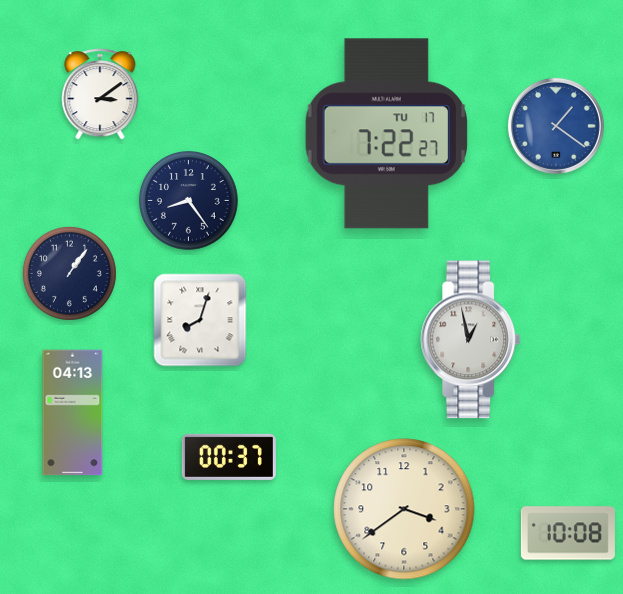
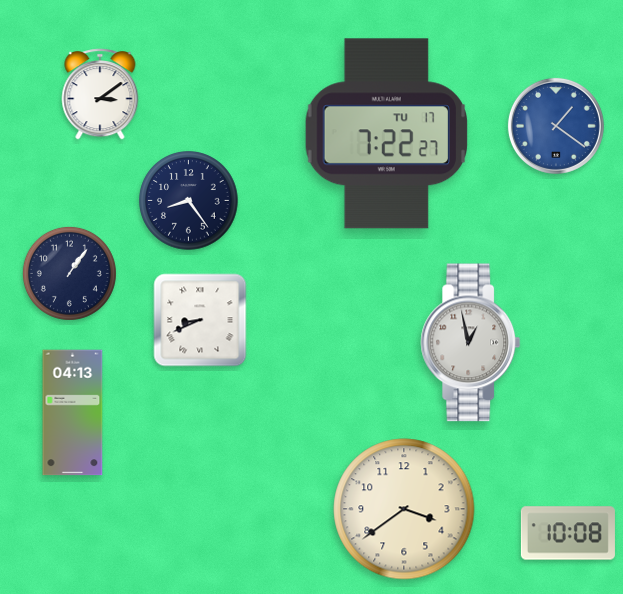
clock at (200, 320): 8:03 -> 8:41
clock at (471, 340) position: (471, 340) -> (471, 343)
clock at (229, 457): 00:37 -> none
